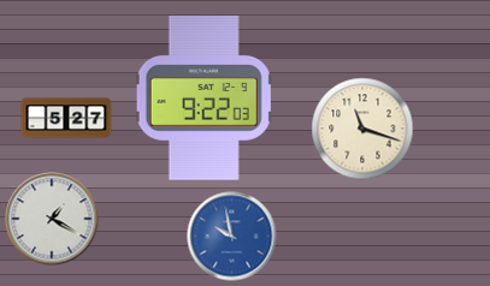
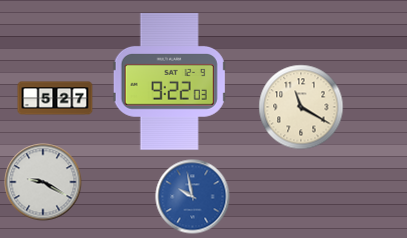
clock at (362, 129): 11:18 -> 11:20
clock at (52, 219): 1:20 -> 9:20
